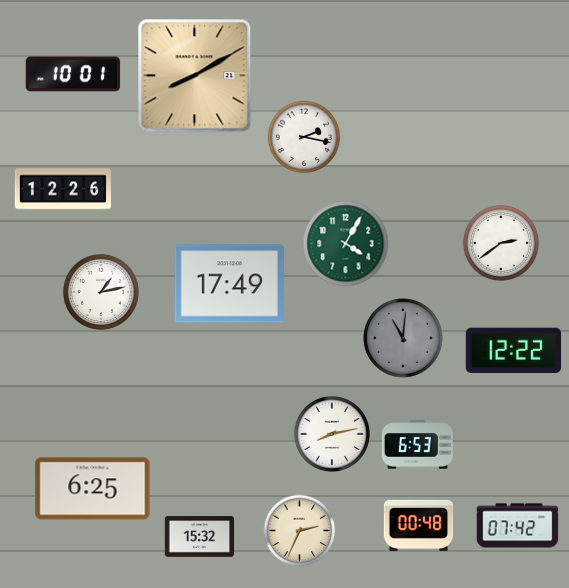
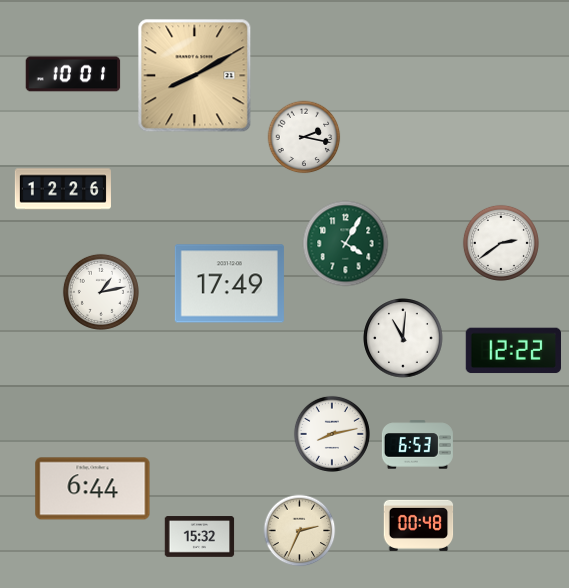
clock at (403, 338) dial: grey -> white
clock at (93, 489): 6:25 -> 6:44
clock at (518, 526): 07:42 -> none
